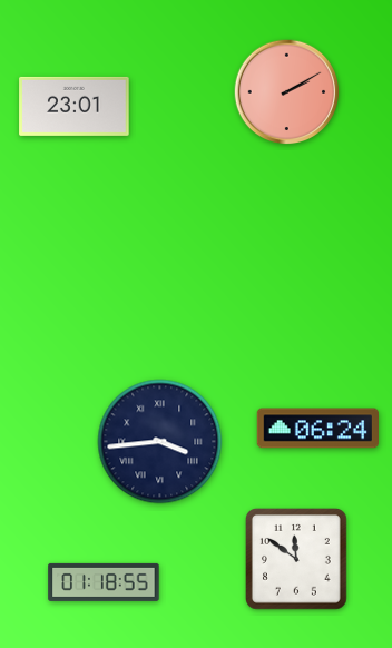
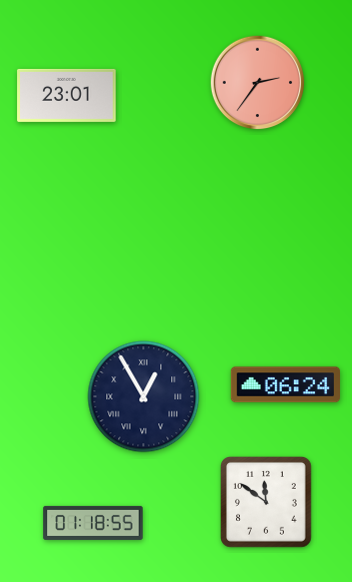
clock at (287, 92): 2:10 -> 2:36
clock at (160, 442): 3:44 -> 12:55
